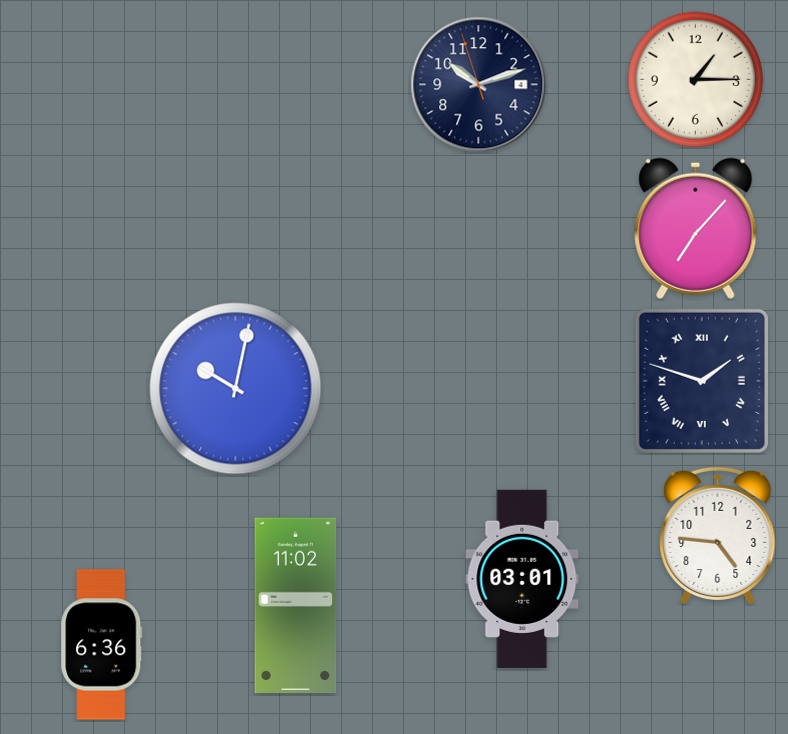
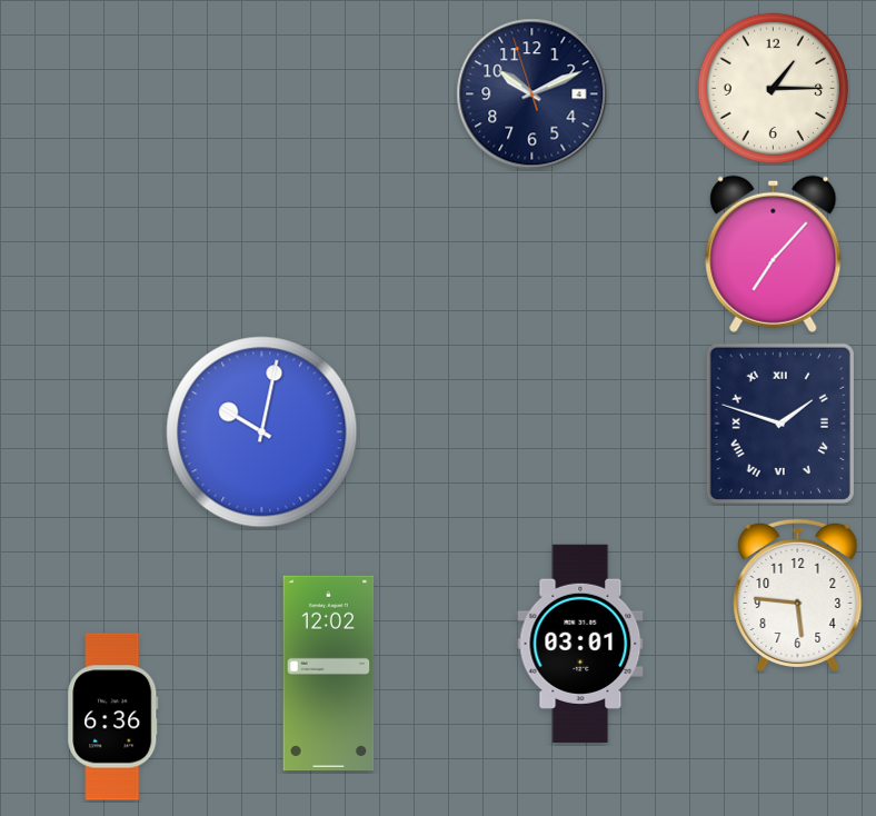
clock at (479, 85): 10:11 -> 10:10
clock at (718, 536): 4:46 -> 5:46
clock at (296, 606): 11:02 -> 12:02
